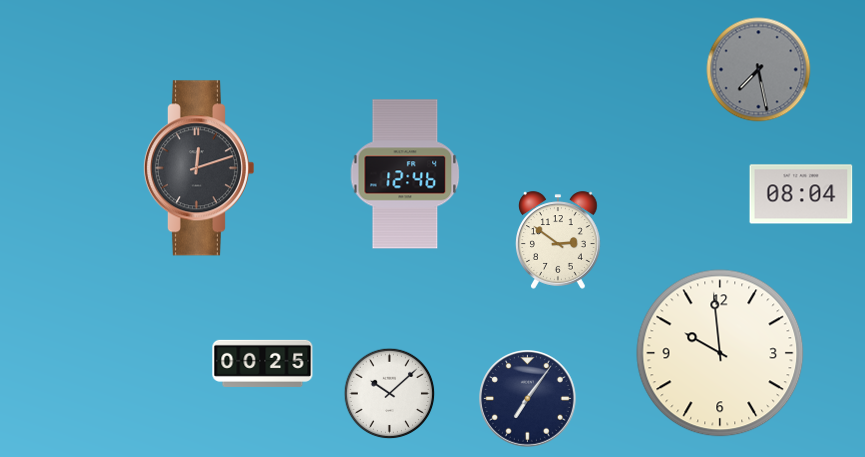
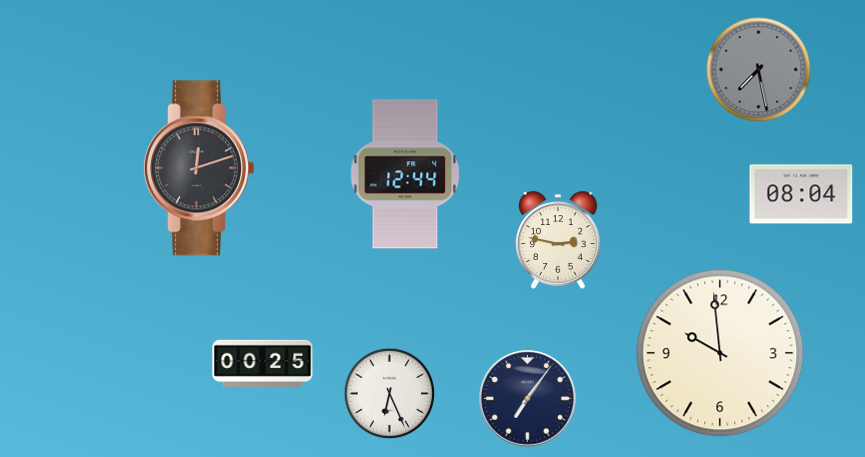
clock at (405, 174): 12:46 -> 12:44
clock at (559, 240): 2:51 -> 2:47
clock at (390, 394): 10:08 -> 6:26
